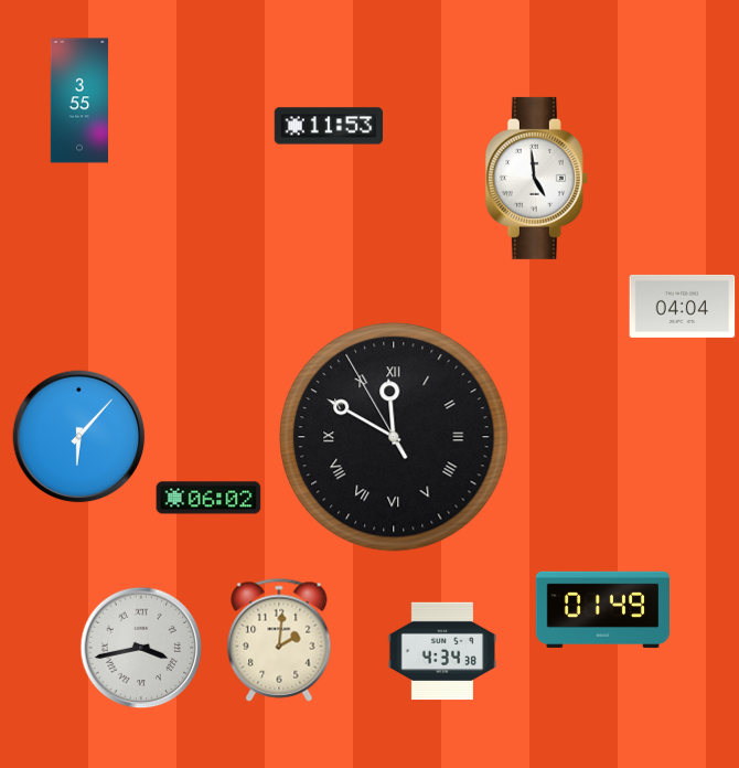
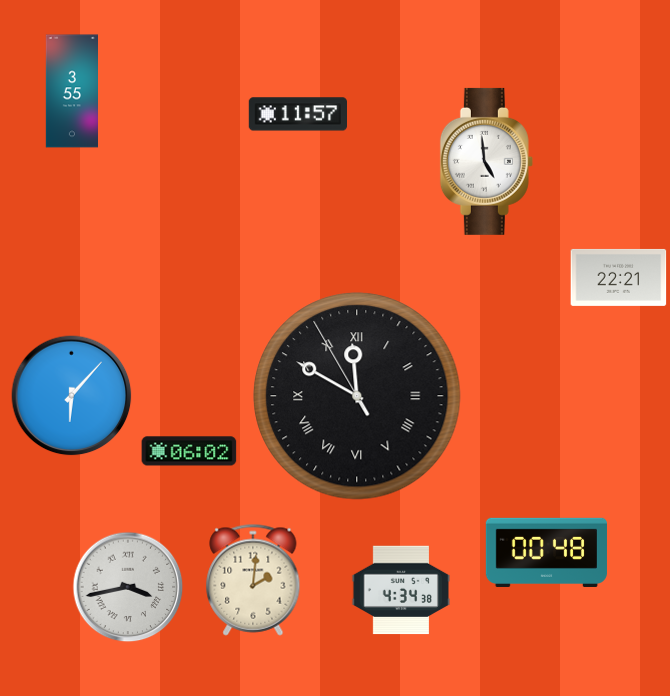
clock at (328, 126): 11:53 -> 11:57
clock at (683, 306): 04:04 -> 22:21
clock at (602, 609): 01:49 -> 00:48
